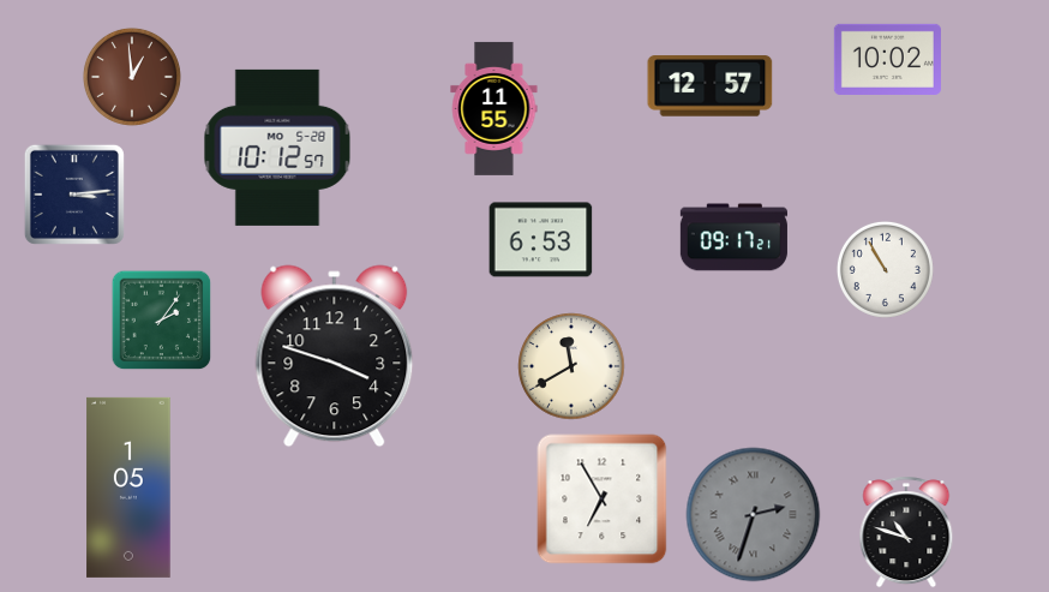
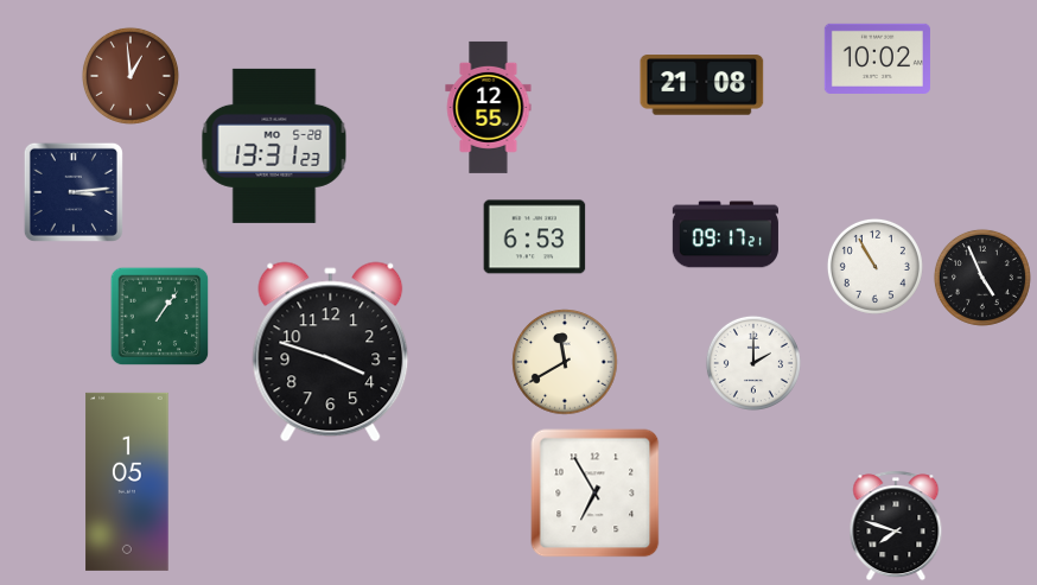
clock at (711, 86): 12:57 -> 21:08
clock at (494, 108): 11:55 -> 12:55
clock at (277, 148): 10:12 -> 13:31
clock at (982, 278): none -> 4:56
clock at (162, 321): 2:06 -> 1:06
clock at (753, 363): none -> 2:00
clock at (754, 515): 2:33 -> none
clock at (906, 532): 10:48 -> 7:48
